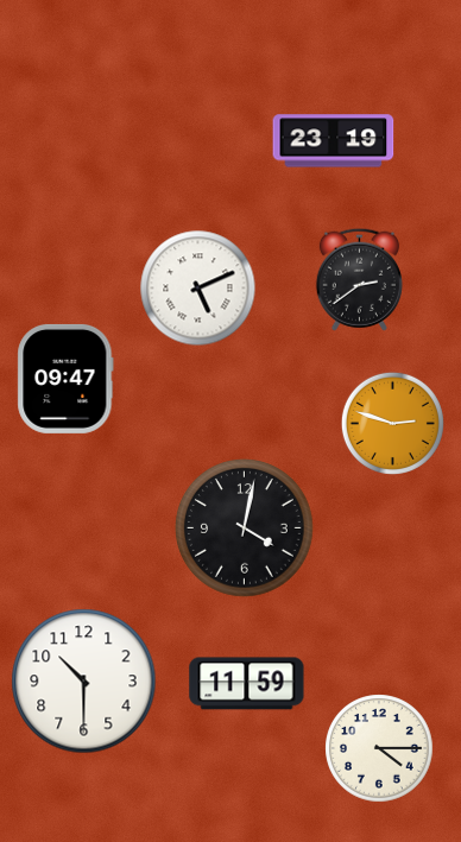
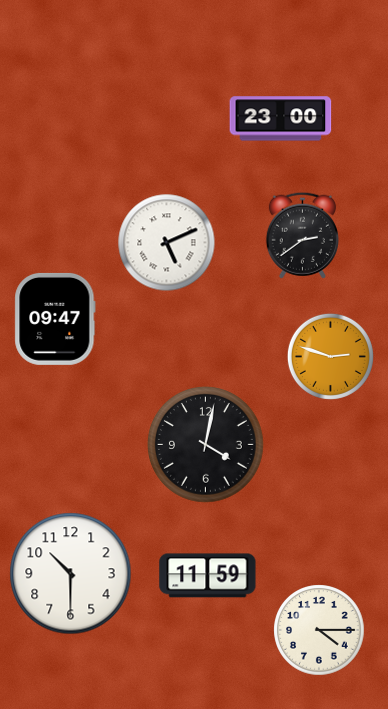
clock at (334, 141): 23:19 -> 23:00
